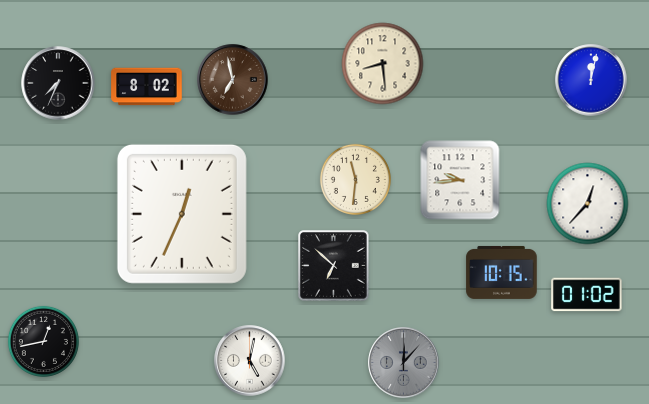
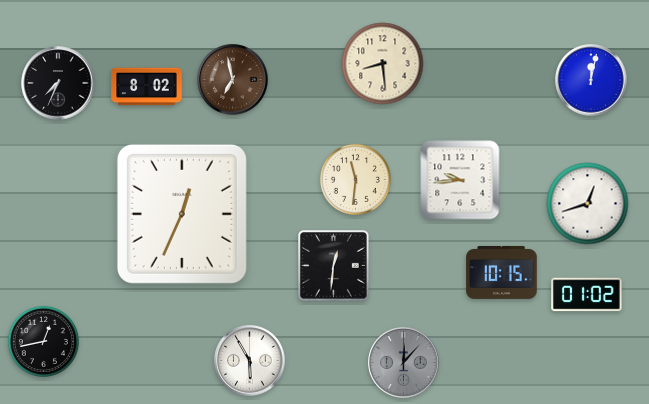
clock at (588, 204): 12:37 -> 12:42
clock at (334, 266): 6:52 -> 12:31
clock at (250, 361): 5:02 -> 5:55
